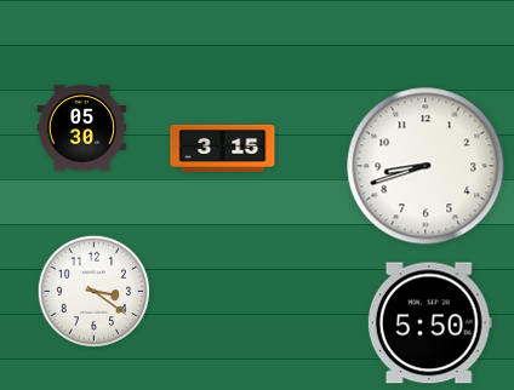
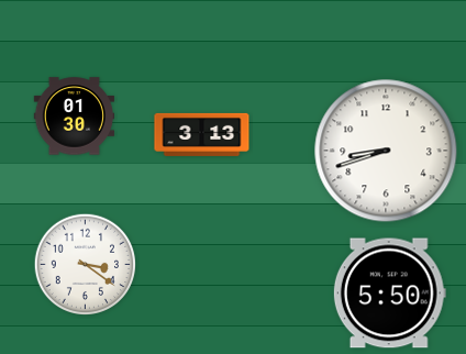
clock at (82, 128): 05:30 -> 01:30
clock at (223, 148): 3:15 -> 3:13
